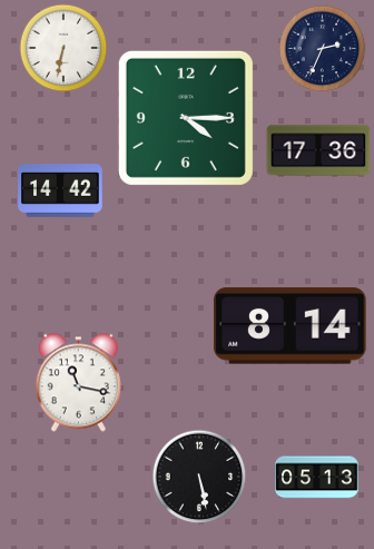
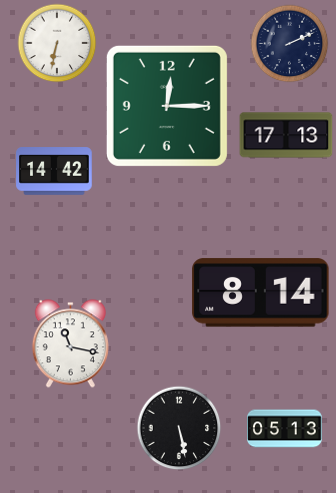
clock at (323, 49): 2:34 -> 2:11
clock at (186, 118): 4:15 -> 12:15
clock at (318, 150): 17:36 -> 17:13
